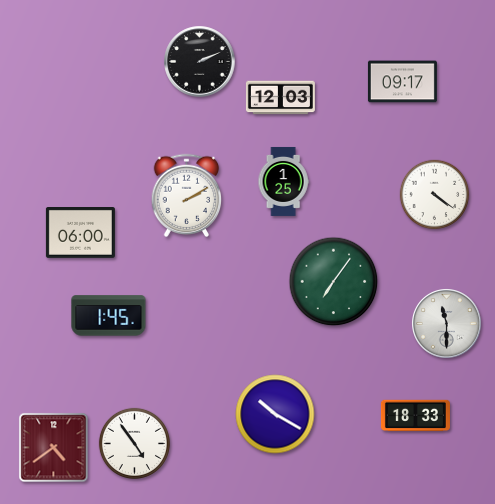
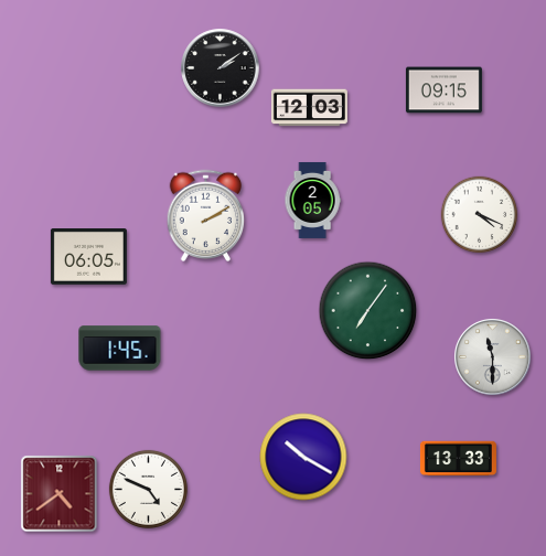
clock at (200, 62): 2:11 -> 2:09
clock at (402, 82): 09:17 -> 09:15
clock at (283, 181): 1:25 -> 2:05
clock at (435, 195): 4:21 -> 4:19
clock at (80, 233): 06:00 -> 06:05
clock at (415, 416): 18:33 -> 13:33
clock at (134, 443): 4:54 -> 4:49
